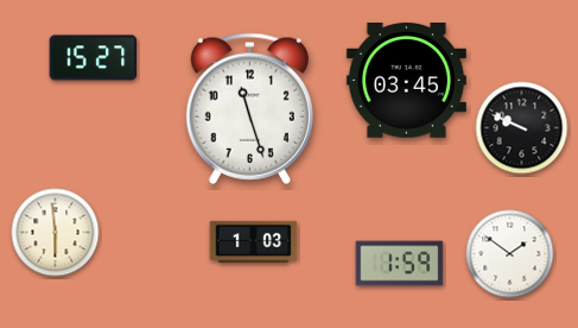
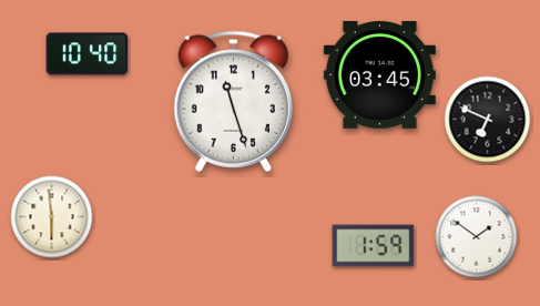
clock at (94, 58): 15:27 -> 10:40
clock at (522, 128): 9:49 -> 6:49
clock at (254, 241): 1:03 -> none
